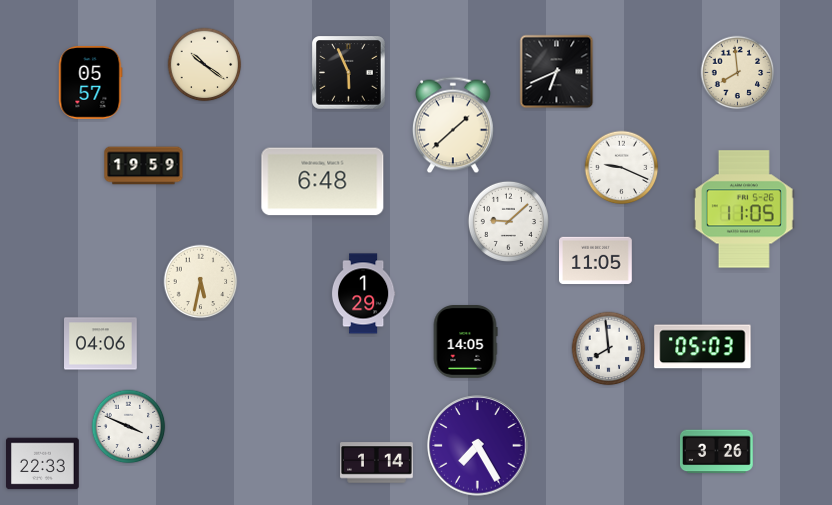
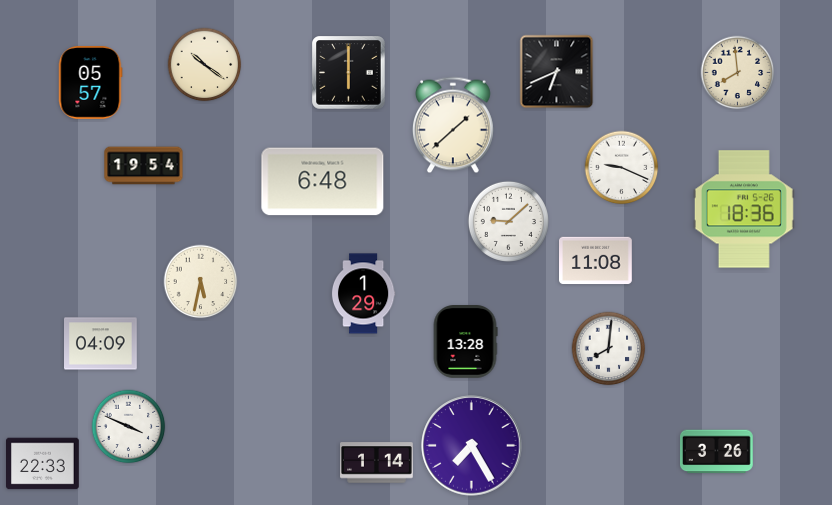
clock at (349, 73): 5:56 -> 6:00
clock at (144, 166): 19:59 -> 19:54
clock at (744, 209): 11:05 -> 18:36
clock at (596, 261): 11:05 -> 11:08
clock at (465, 342): 14:05 -> 13:28
clock at (101, 344): 04:06 -> 04:09
clock at (703, 347): 05:03 -> none
clock at (609, 349): 7:59 -> 8:01
clock at (478, 446) position: (478, 446) -> (472, 446)
